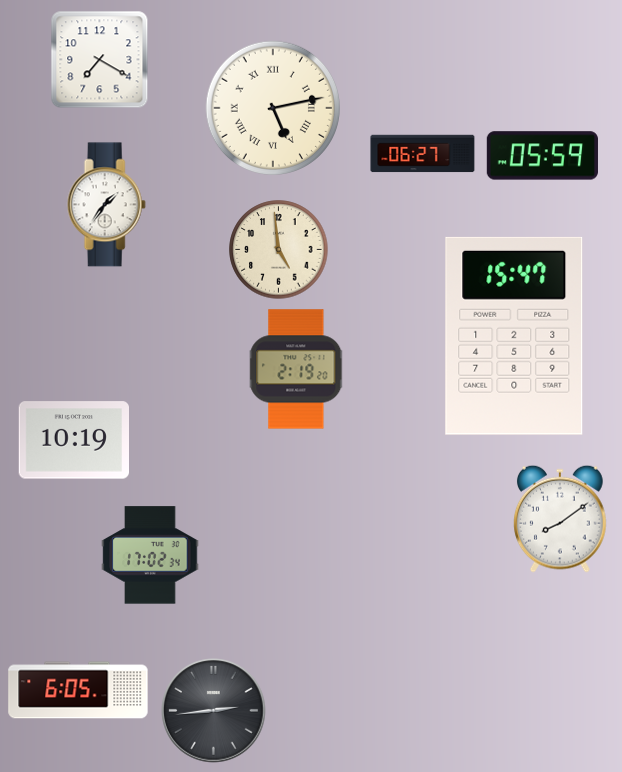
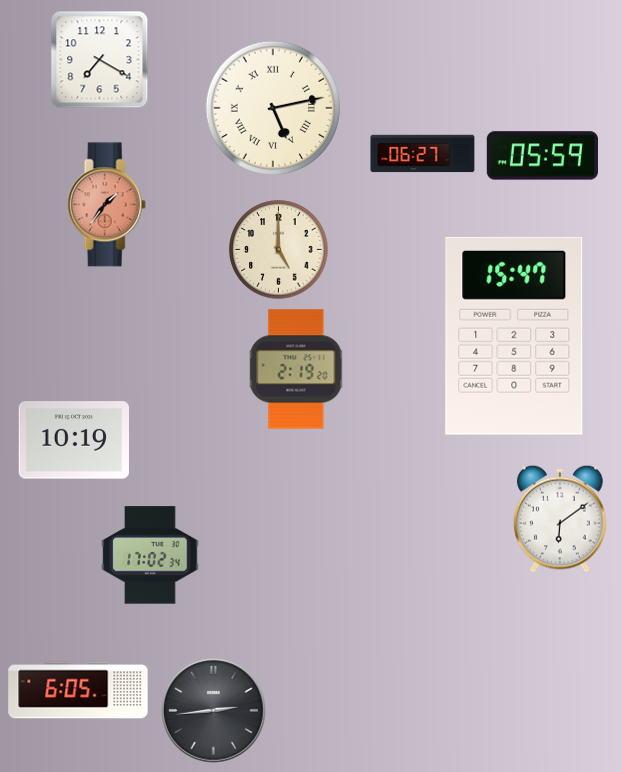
clock at (106, 205) dial: white -> salmon
clock at (279, 250): 4:59 -> 5:00
clock at (561, 519): 8:09 -> 6:09
